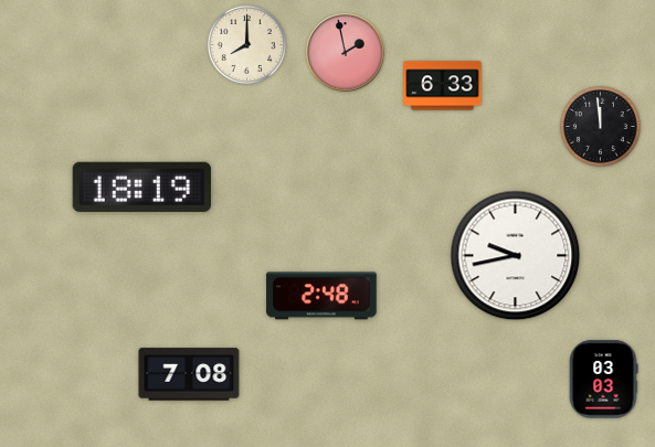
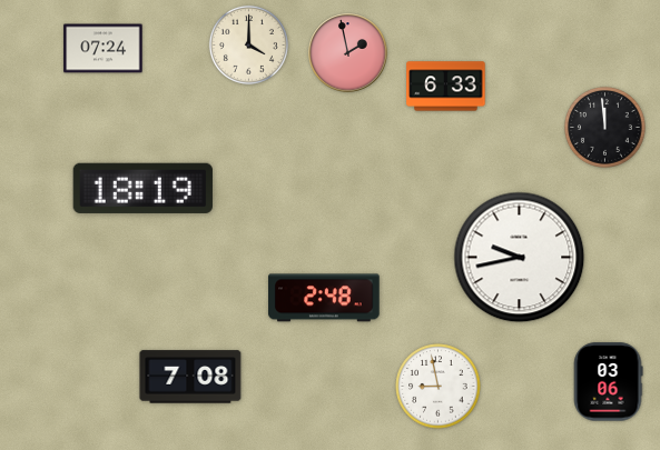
clock at (246, 44): 8:00 -> 4:00
clock at (104, 49): none -> 07:24
clock at (603, 380): 03:03 -> 03:06
clock at (439, 387): none -> 8:58
